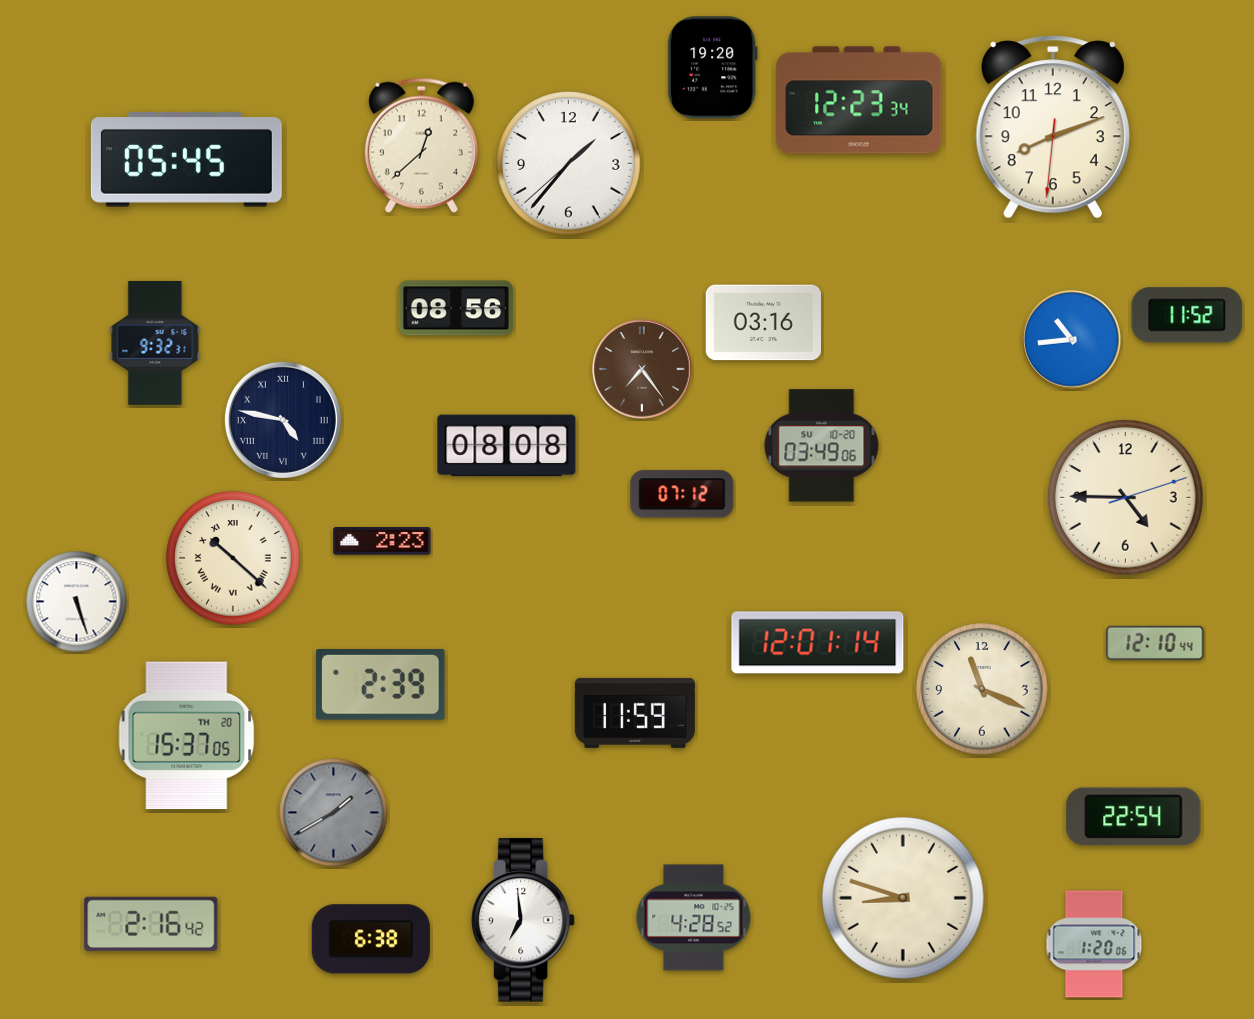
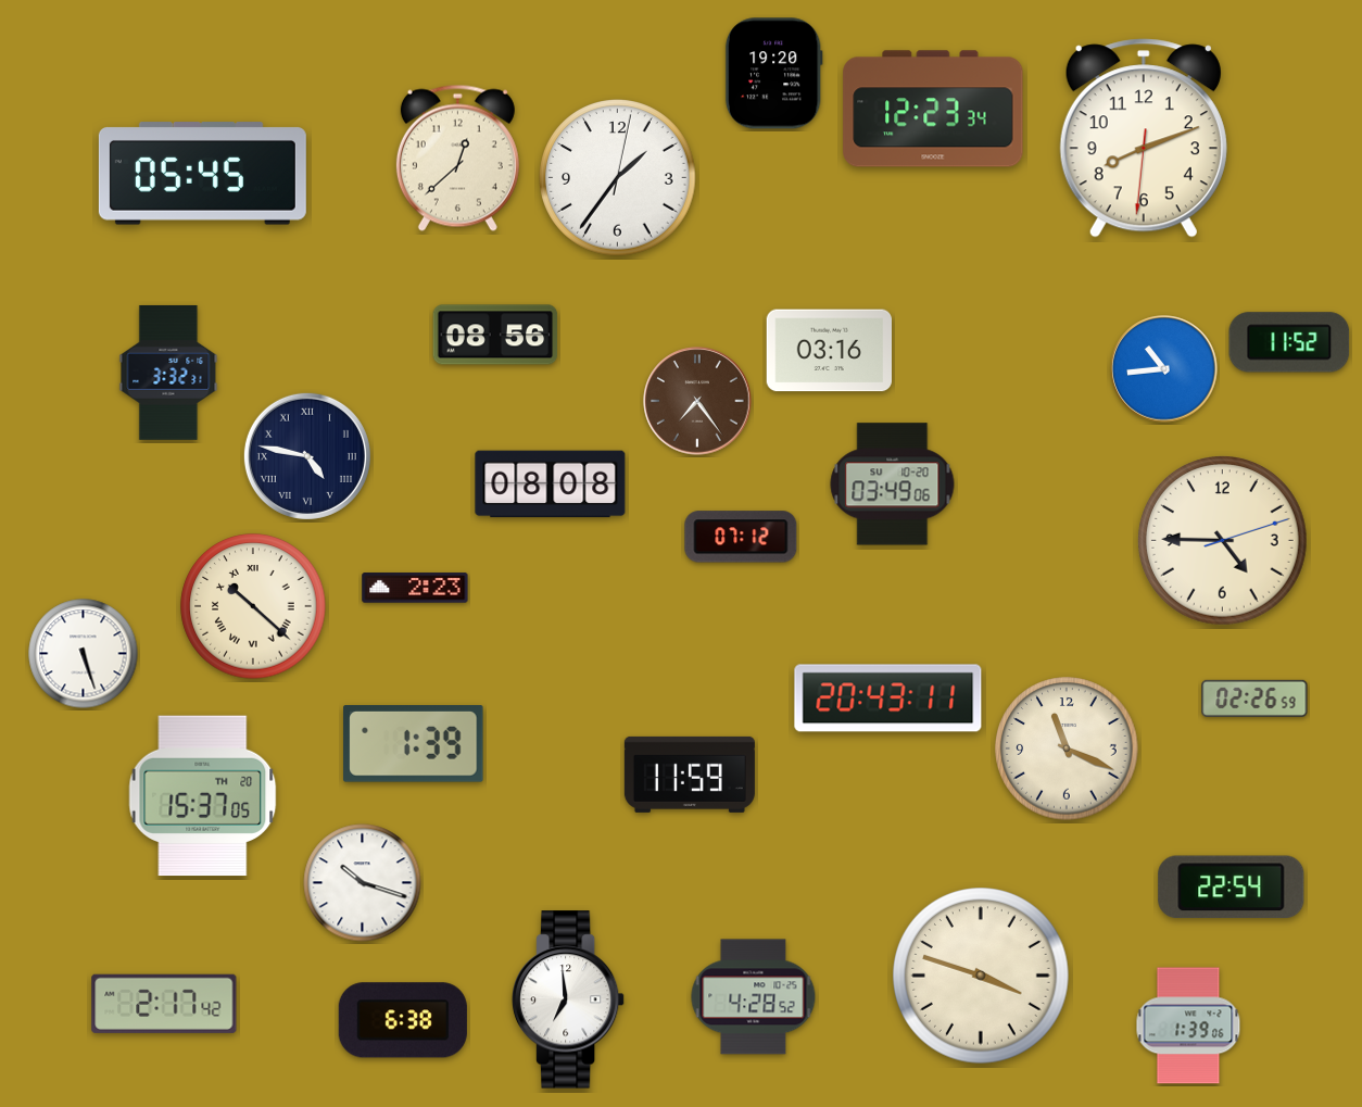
clock at (569, 164): 1:36:38 -> 1:36:02
clock at (155, 343): 9:32 -> 3:32
clock at (818, 643): 12:01 -> 20:43
clock at (1155, 643): 12:10 -> 02:26
clock at (381, 685): 2:39 -> 1:39
clock at (187, 736) position: (187, 736) -> (203, 796)
clock at (334, 813): 1:40 -> 10:18
clock at (334, 813) dial: grey -> white
clock at (904, 899): 8:48 -> 3:48
clock at (151, 924): 2:16 -> 2:17
clock at (1094, 944): 1:20 -> 1:39
